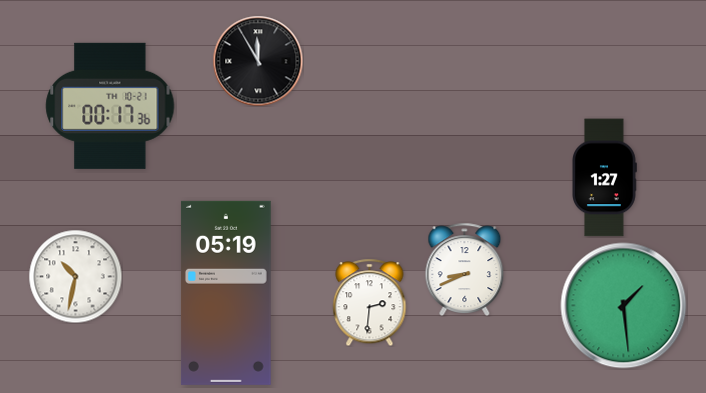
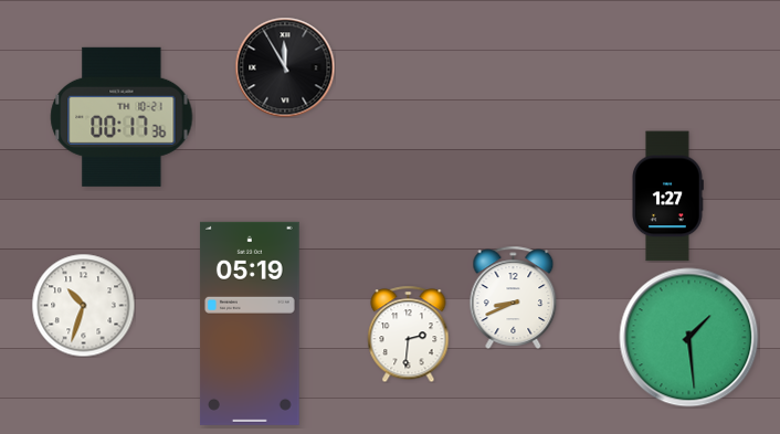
clock at (75, 276): 10:32 -> 10:33
